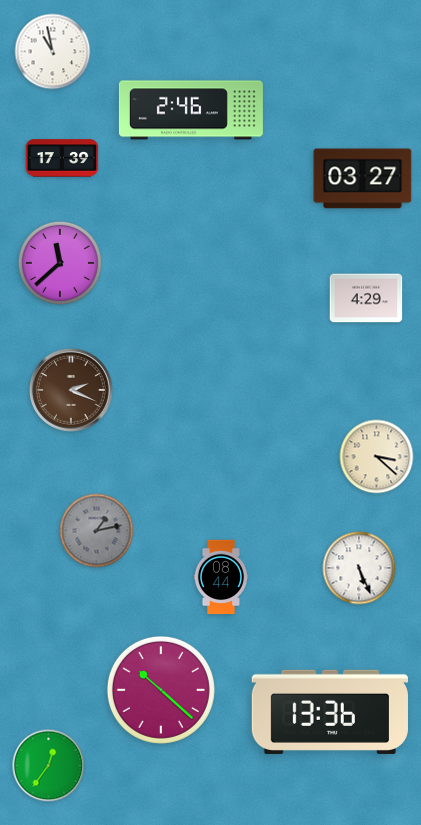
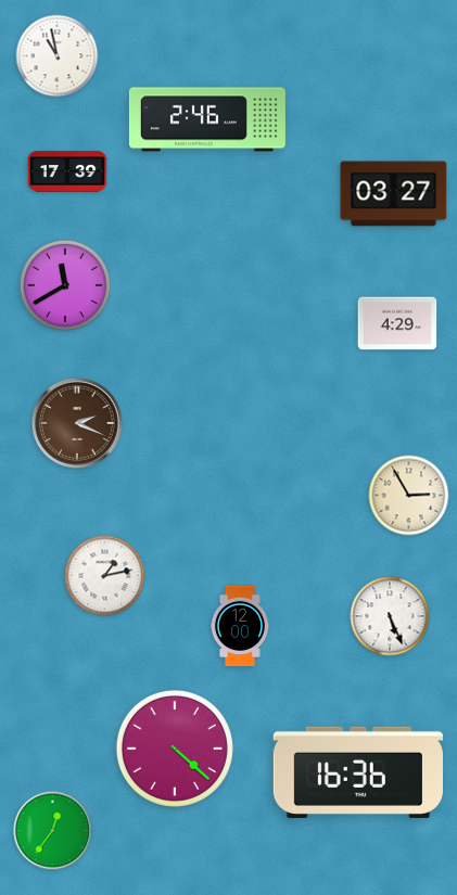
clock at (60, 263): 11:38 -> 11:40
clock at (377, 457): 3:22 -> 2:55
clock at (97, 531) dial: grey -> white
clock at (220, 577): 08:44 -> 12:00
clock at (161, 690): 10:22 -> 4:22
clock at (330, 712): 13:36 -> 16:36
